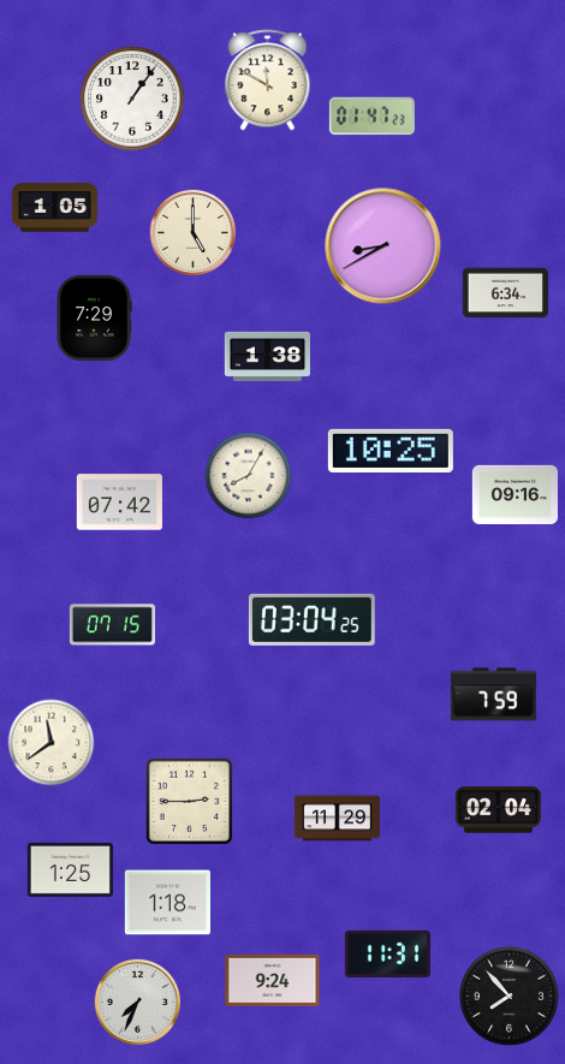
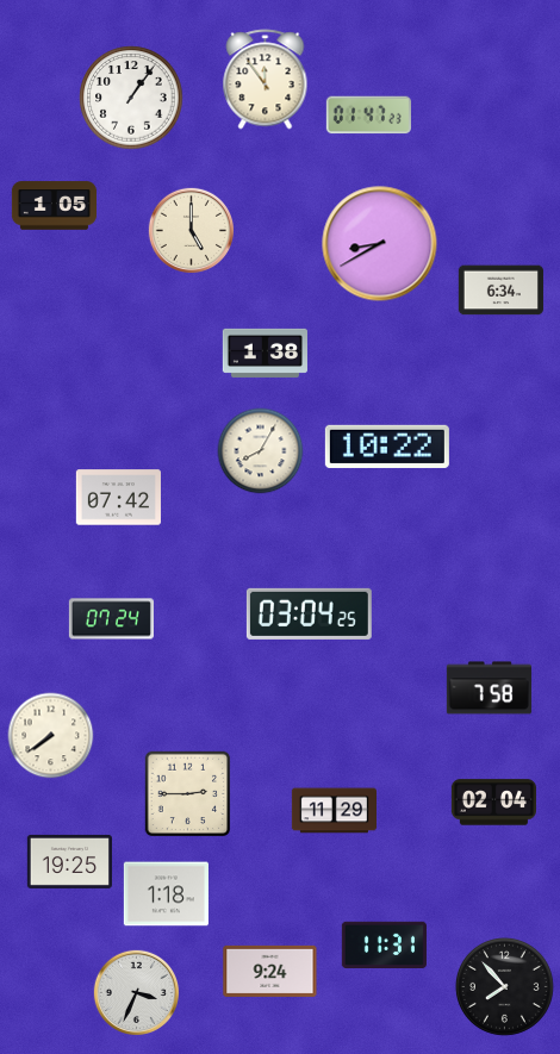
clock at (268, 81): 11:50 -> 11:54
clock at (94, 317): 7:29 -> none
clock at (391, 451): 10:25 -> 10:22
clock at (249, 476) position: (249, 476) -> (261, 451)
clock at (515, 494): 09:16 -> none
clock at (112, 625): 07:15 -> 07:24
clock at (493, 695): 7:59 -> 7:58
clock at (52, 743): 11:39 -> 7:39
clock at (70, 869): 1:25 -> 19:25
clock at (137, 1001): 7:34 -> 3:34
